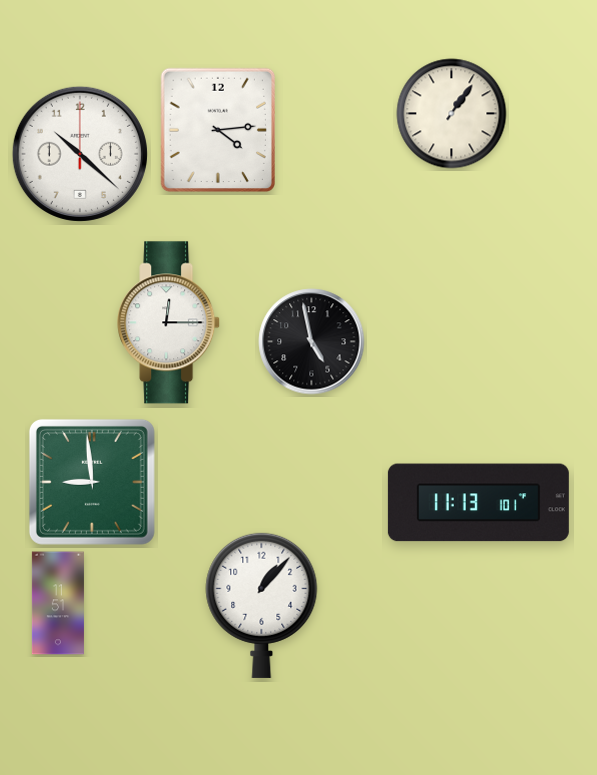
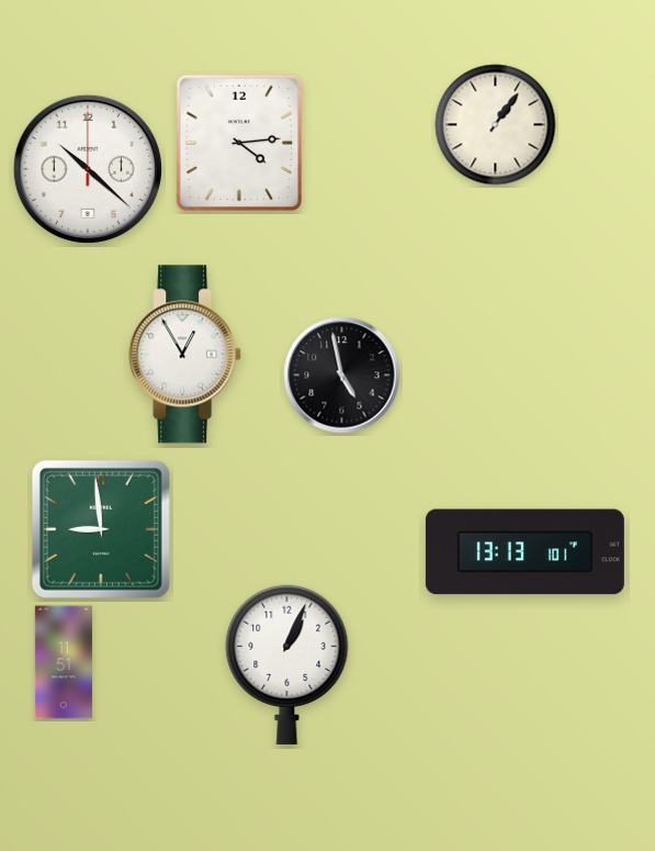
clock at (169, 323): 12:15 -> 12:55
clock at (478, 503): 11:13 -> 13:13
clock at (262, 605): 1:07 -> 1:04
